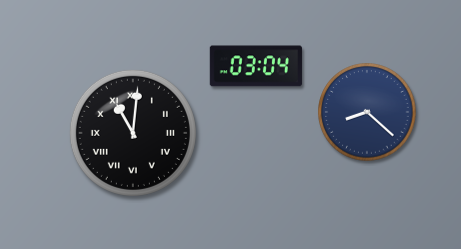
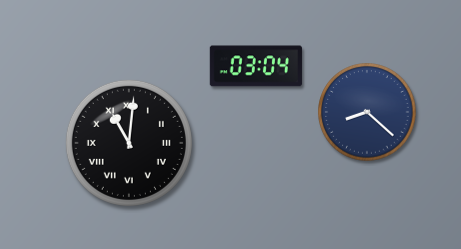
clock at (133, 133) position: (133, 133) -> (129, 143)
